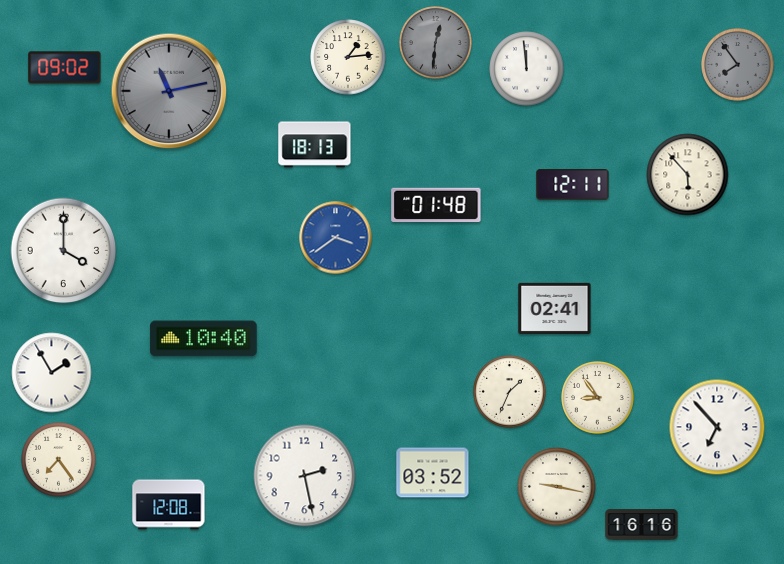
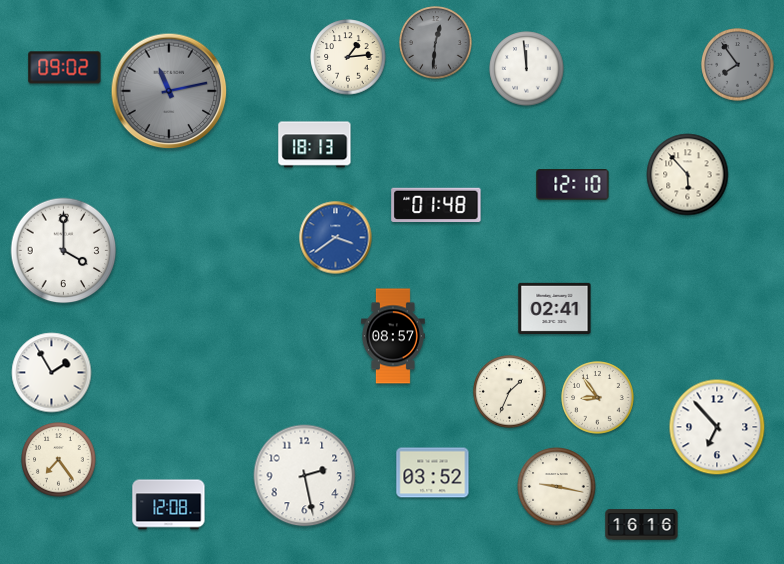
clock at (573, 185): 12:11 -> 12:10
clock at (393, 336): none -> 08:57
clock at (204, 339): 10:40 -> none
